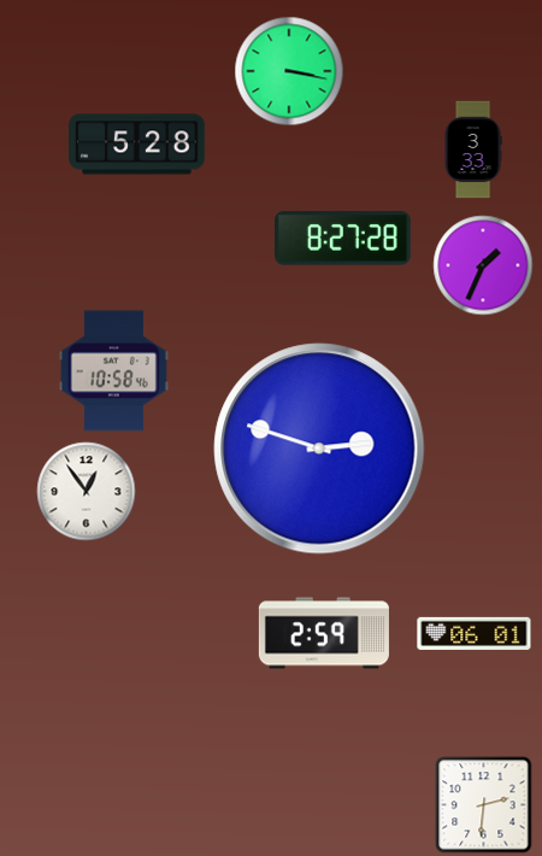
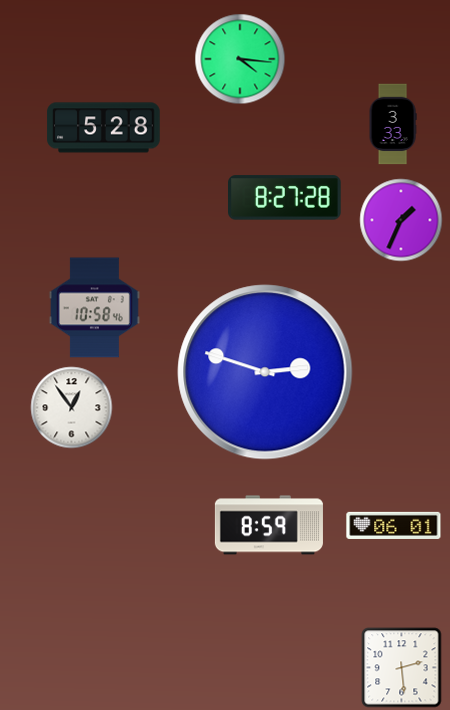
clock at (289, 71): 3:17 -> 4:16
clock at (137, 145) position: (137, 145) -> (104, 128)
clock at (324, 633): 2:59 -> 8:59
clock at (484, 805): 2:31 -> 2:29
